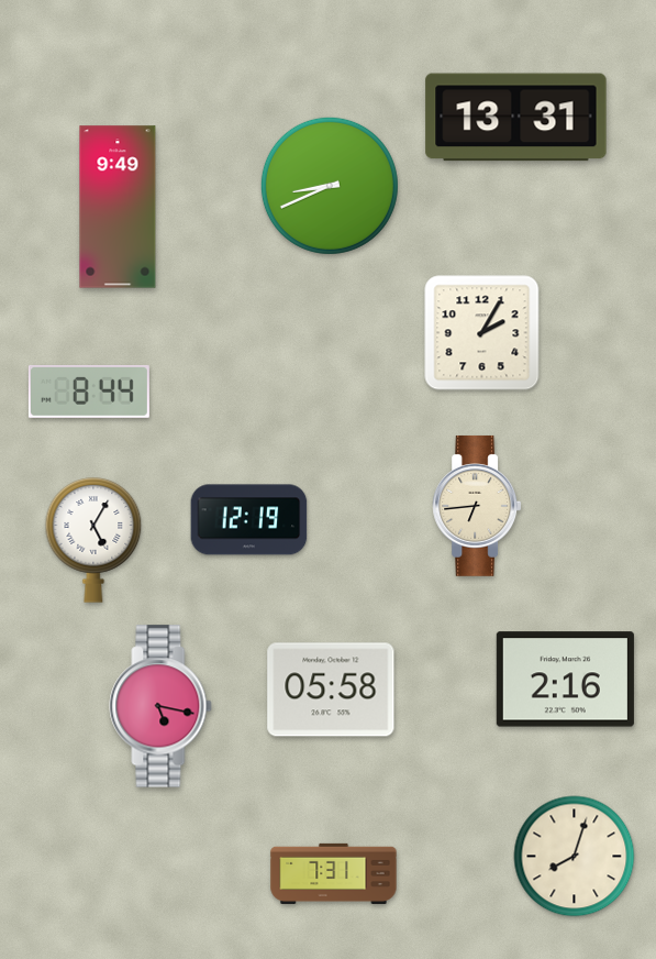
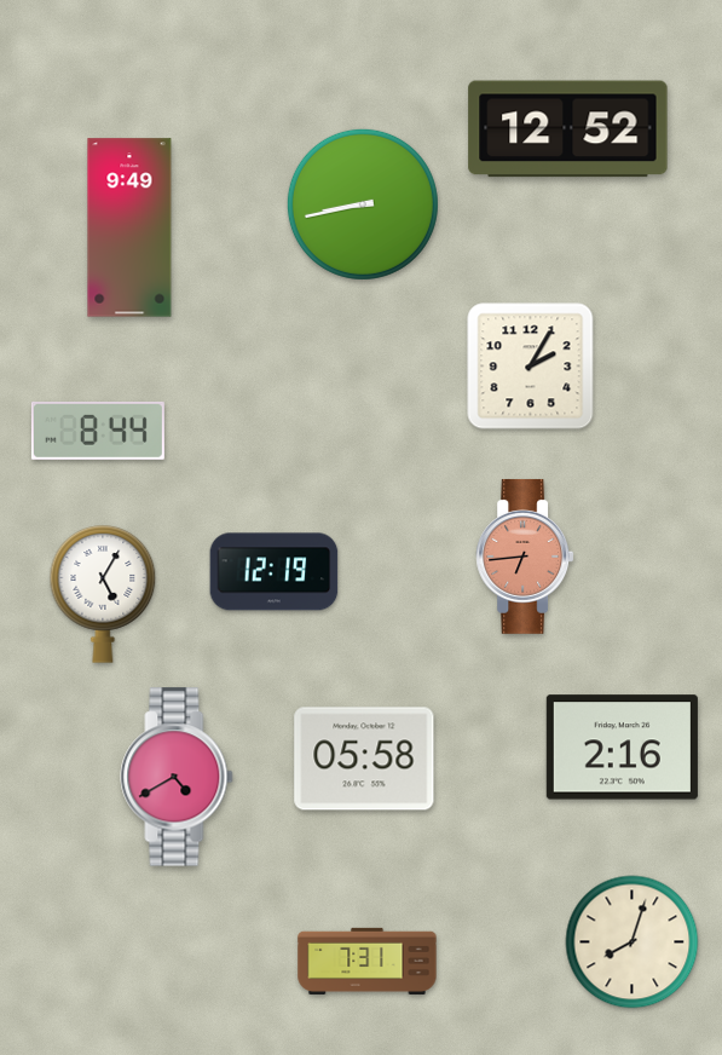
clock at (516, 118): 13:31 -> 12:52
clock at (330, 186): 8:41 -> 8:43
clock at (477, 506) dial: cream -> salmon
clock at (160, 706): 5:17 -> 4:40
